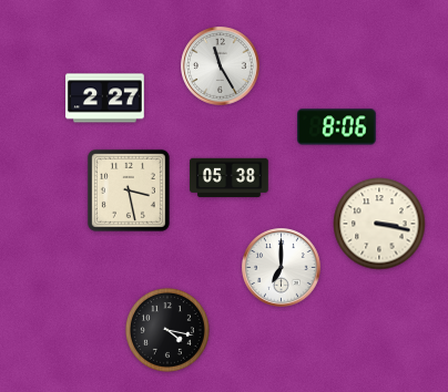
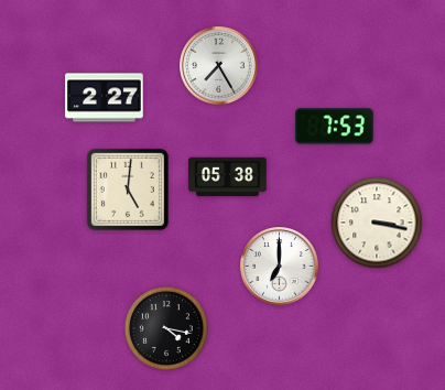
clock at (221, 66): 11:25 -> 7:25
clock at (337, 127): 8:06 -> 7:53
clock at (129, 190): 3:28 -> 5:01
